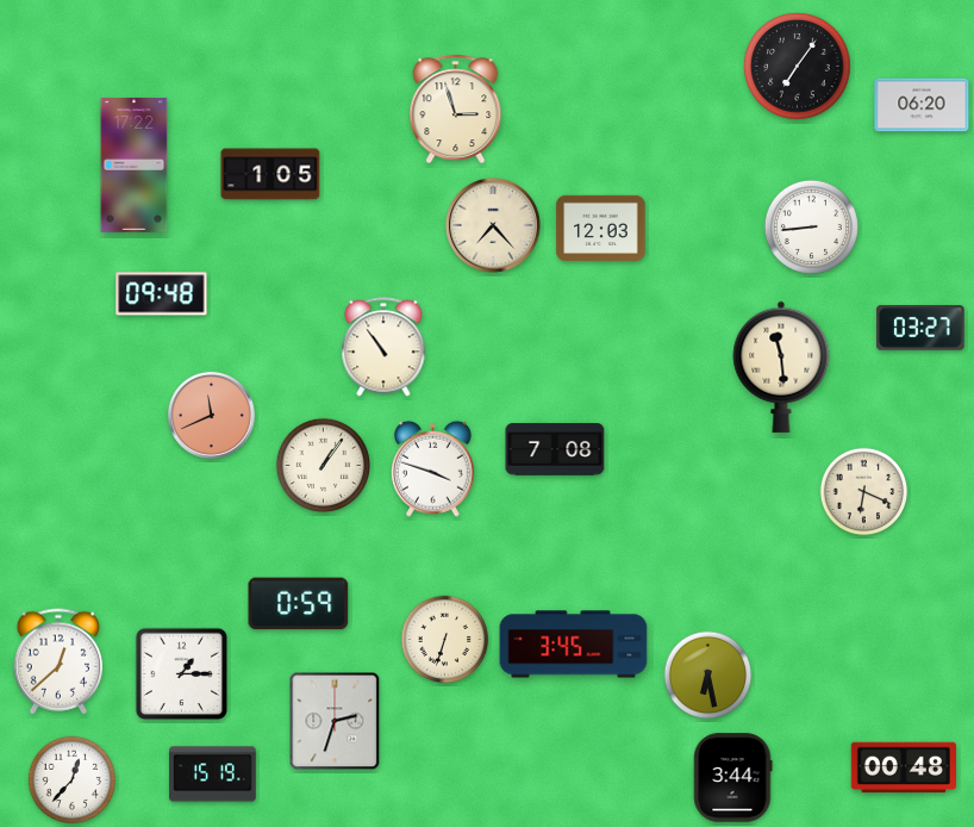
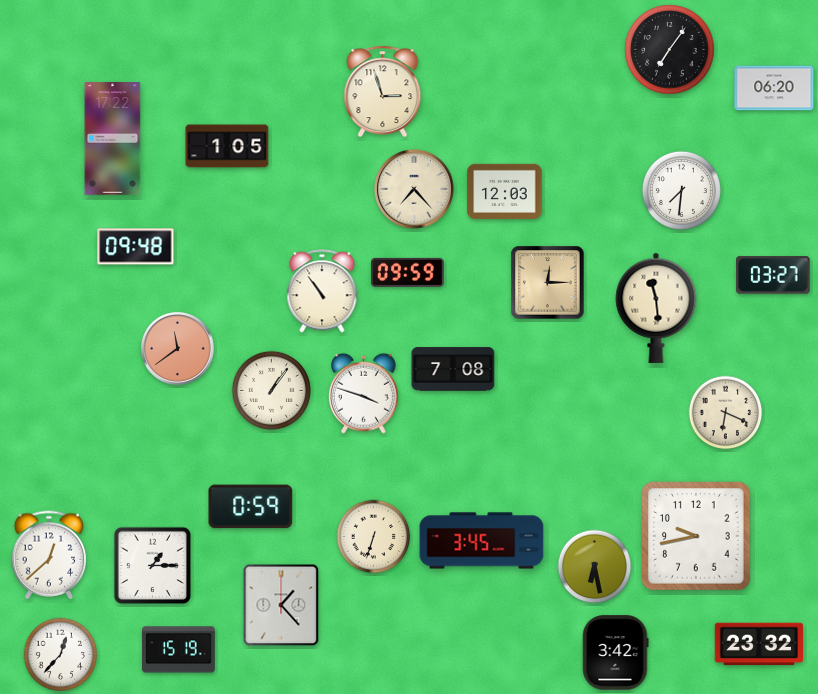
clock at (798, 67) position: (798, 67) -> (670, 50)
clock at (811, 226): 8:44 -> 7:31
clock at (408, 272): none -> 09:59
clock at (548, 283): none -> 12:15
clock at (211, 415): 11:41 -> 11:39
clock at (555, 449) position: (555, 449) -> (453, 369)
clock at (696, 536): none -> 9:43
clock at (335, 721): 2:33 -> 1:23
clock at (903, 767): 00:48 -> 23:32
clock at (733, 778): 3:44 -> 3:42
